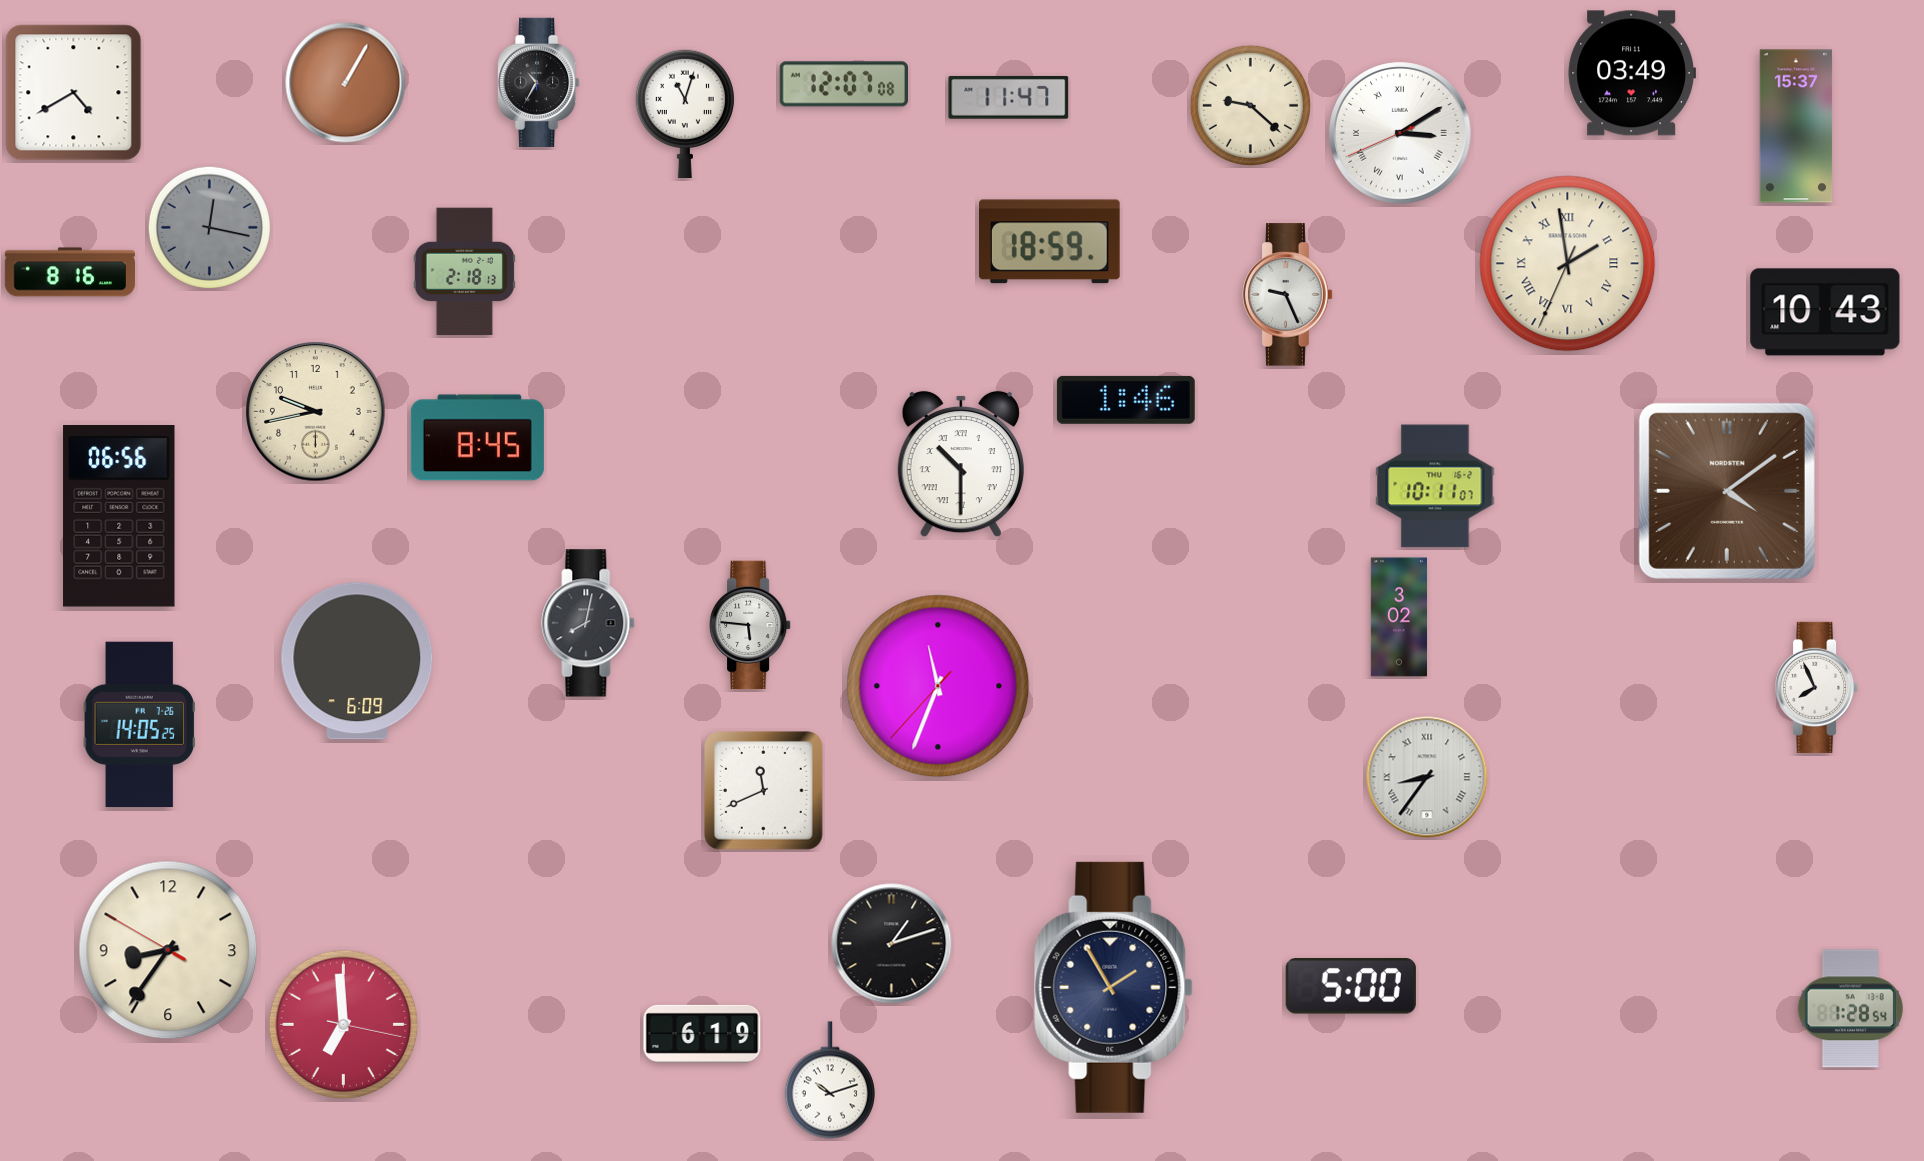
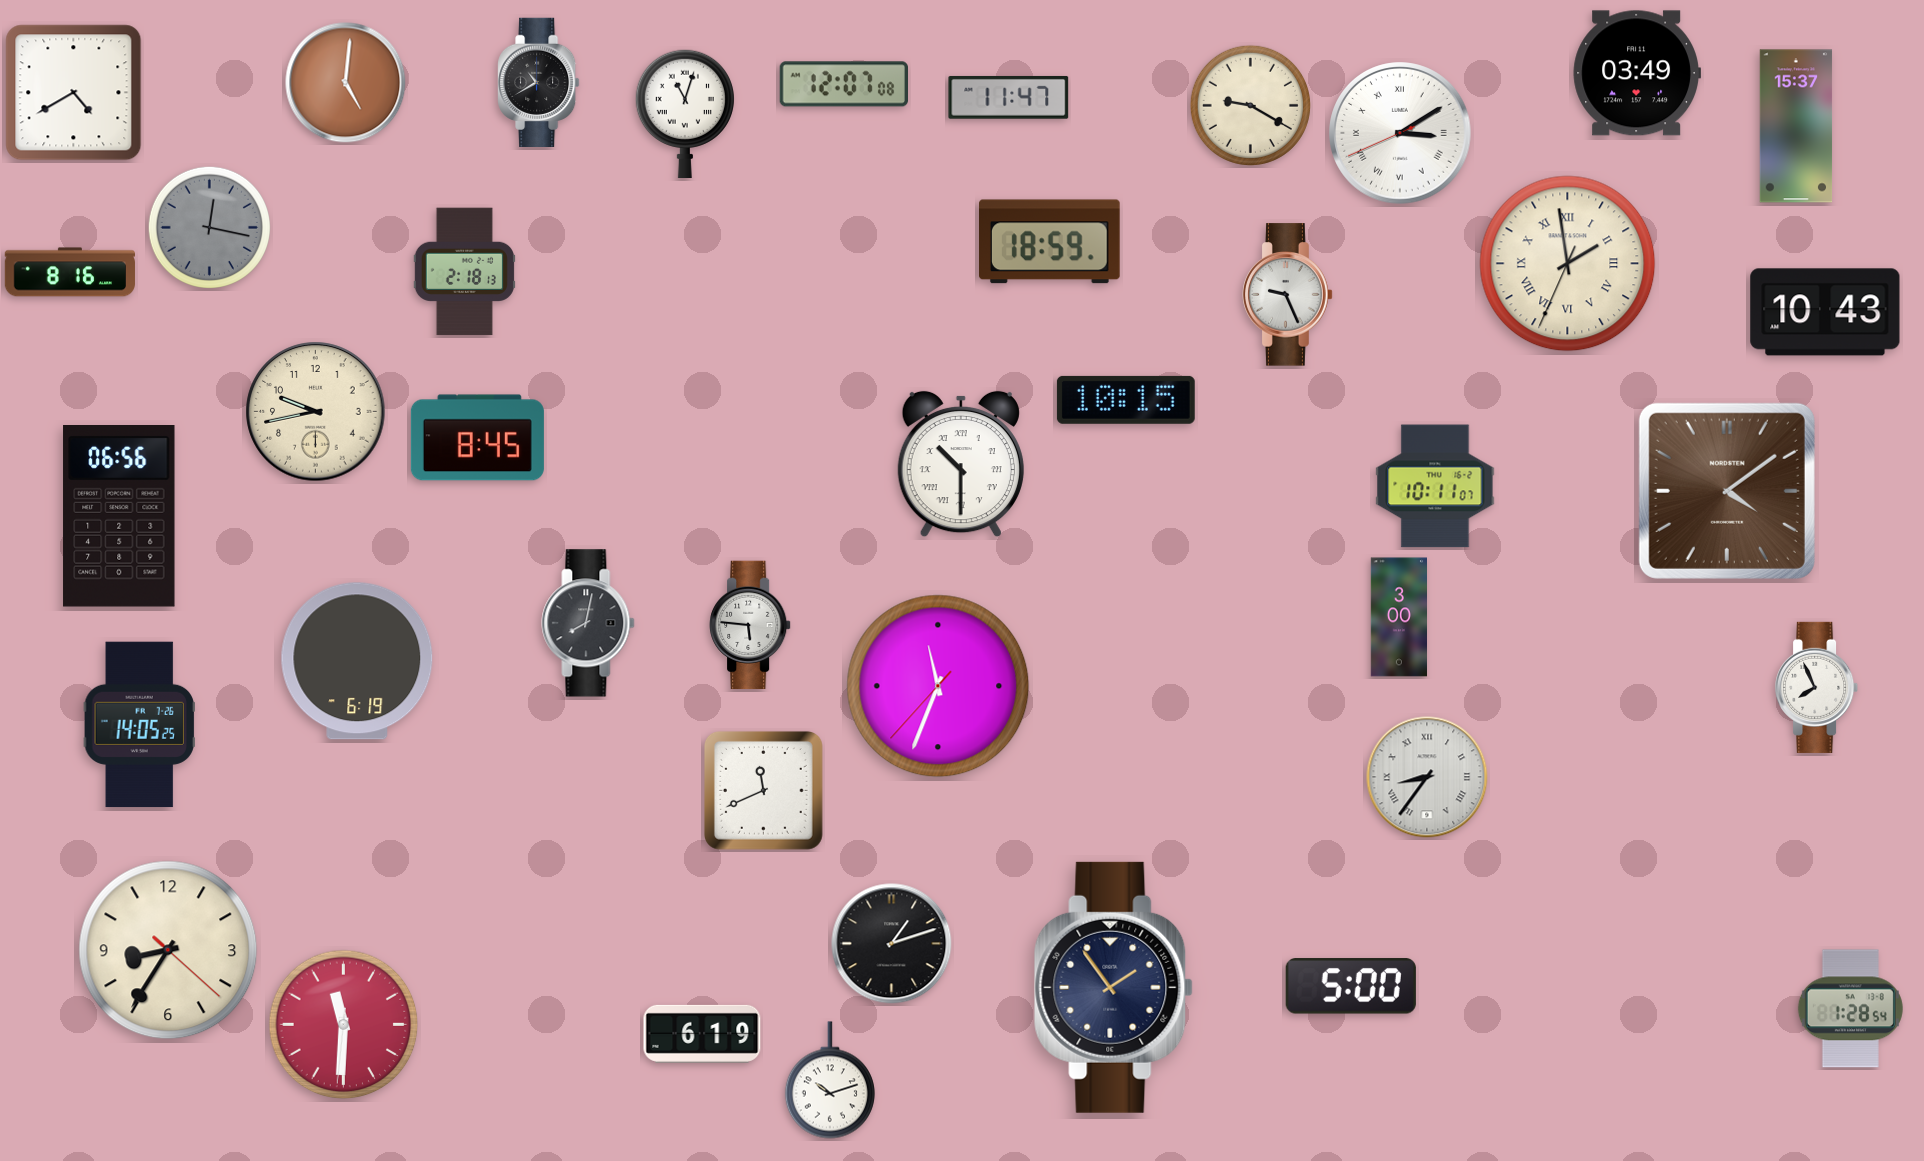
clock at (1631, 73) position: (1631, 73) -> (1636, 73)
clock at (539, 82): 10:35 -> 10:40
clock at (346, 83): 1:05 -> 5:01
clock at (1250, 105): 9:22 -> 9:20
clock at (1126, 400): 1:46 -> 10:15
clock at (1399, 617): 3:02 -> 3:00
clock at (357, 661): 6:09 -> 6:19
clock at (168, 950): 8:35:50 -> 8:35:22
clock at (1114, 987): 1:55 -> 1:54
clock at (344, 1025): 6:59 -> 11:30
